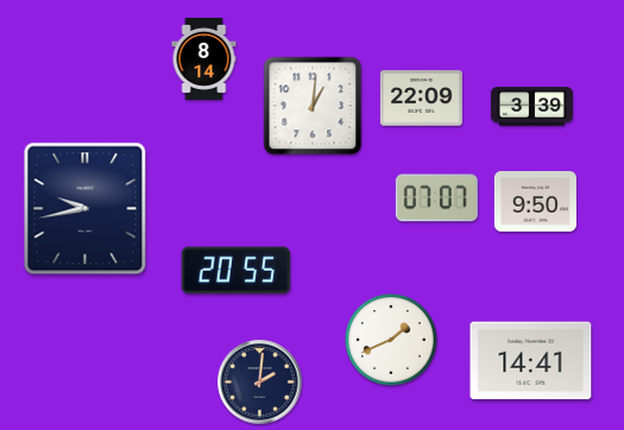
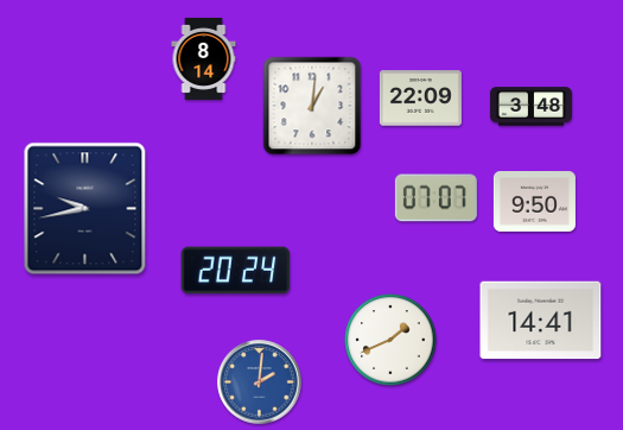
clock at (531, 107): 3:39 -> 3:48
clock at (237, 271): 20:55 -> 20:24
clock at (531, 361) position: (531, 361) -> (541, 321)
clock at (260, 382) dial: navy -> blue
